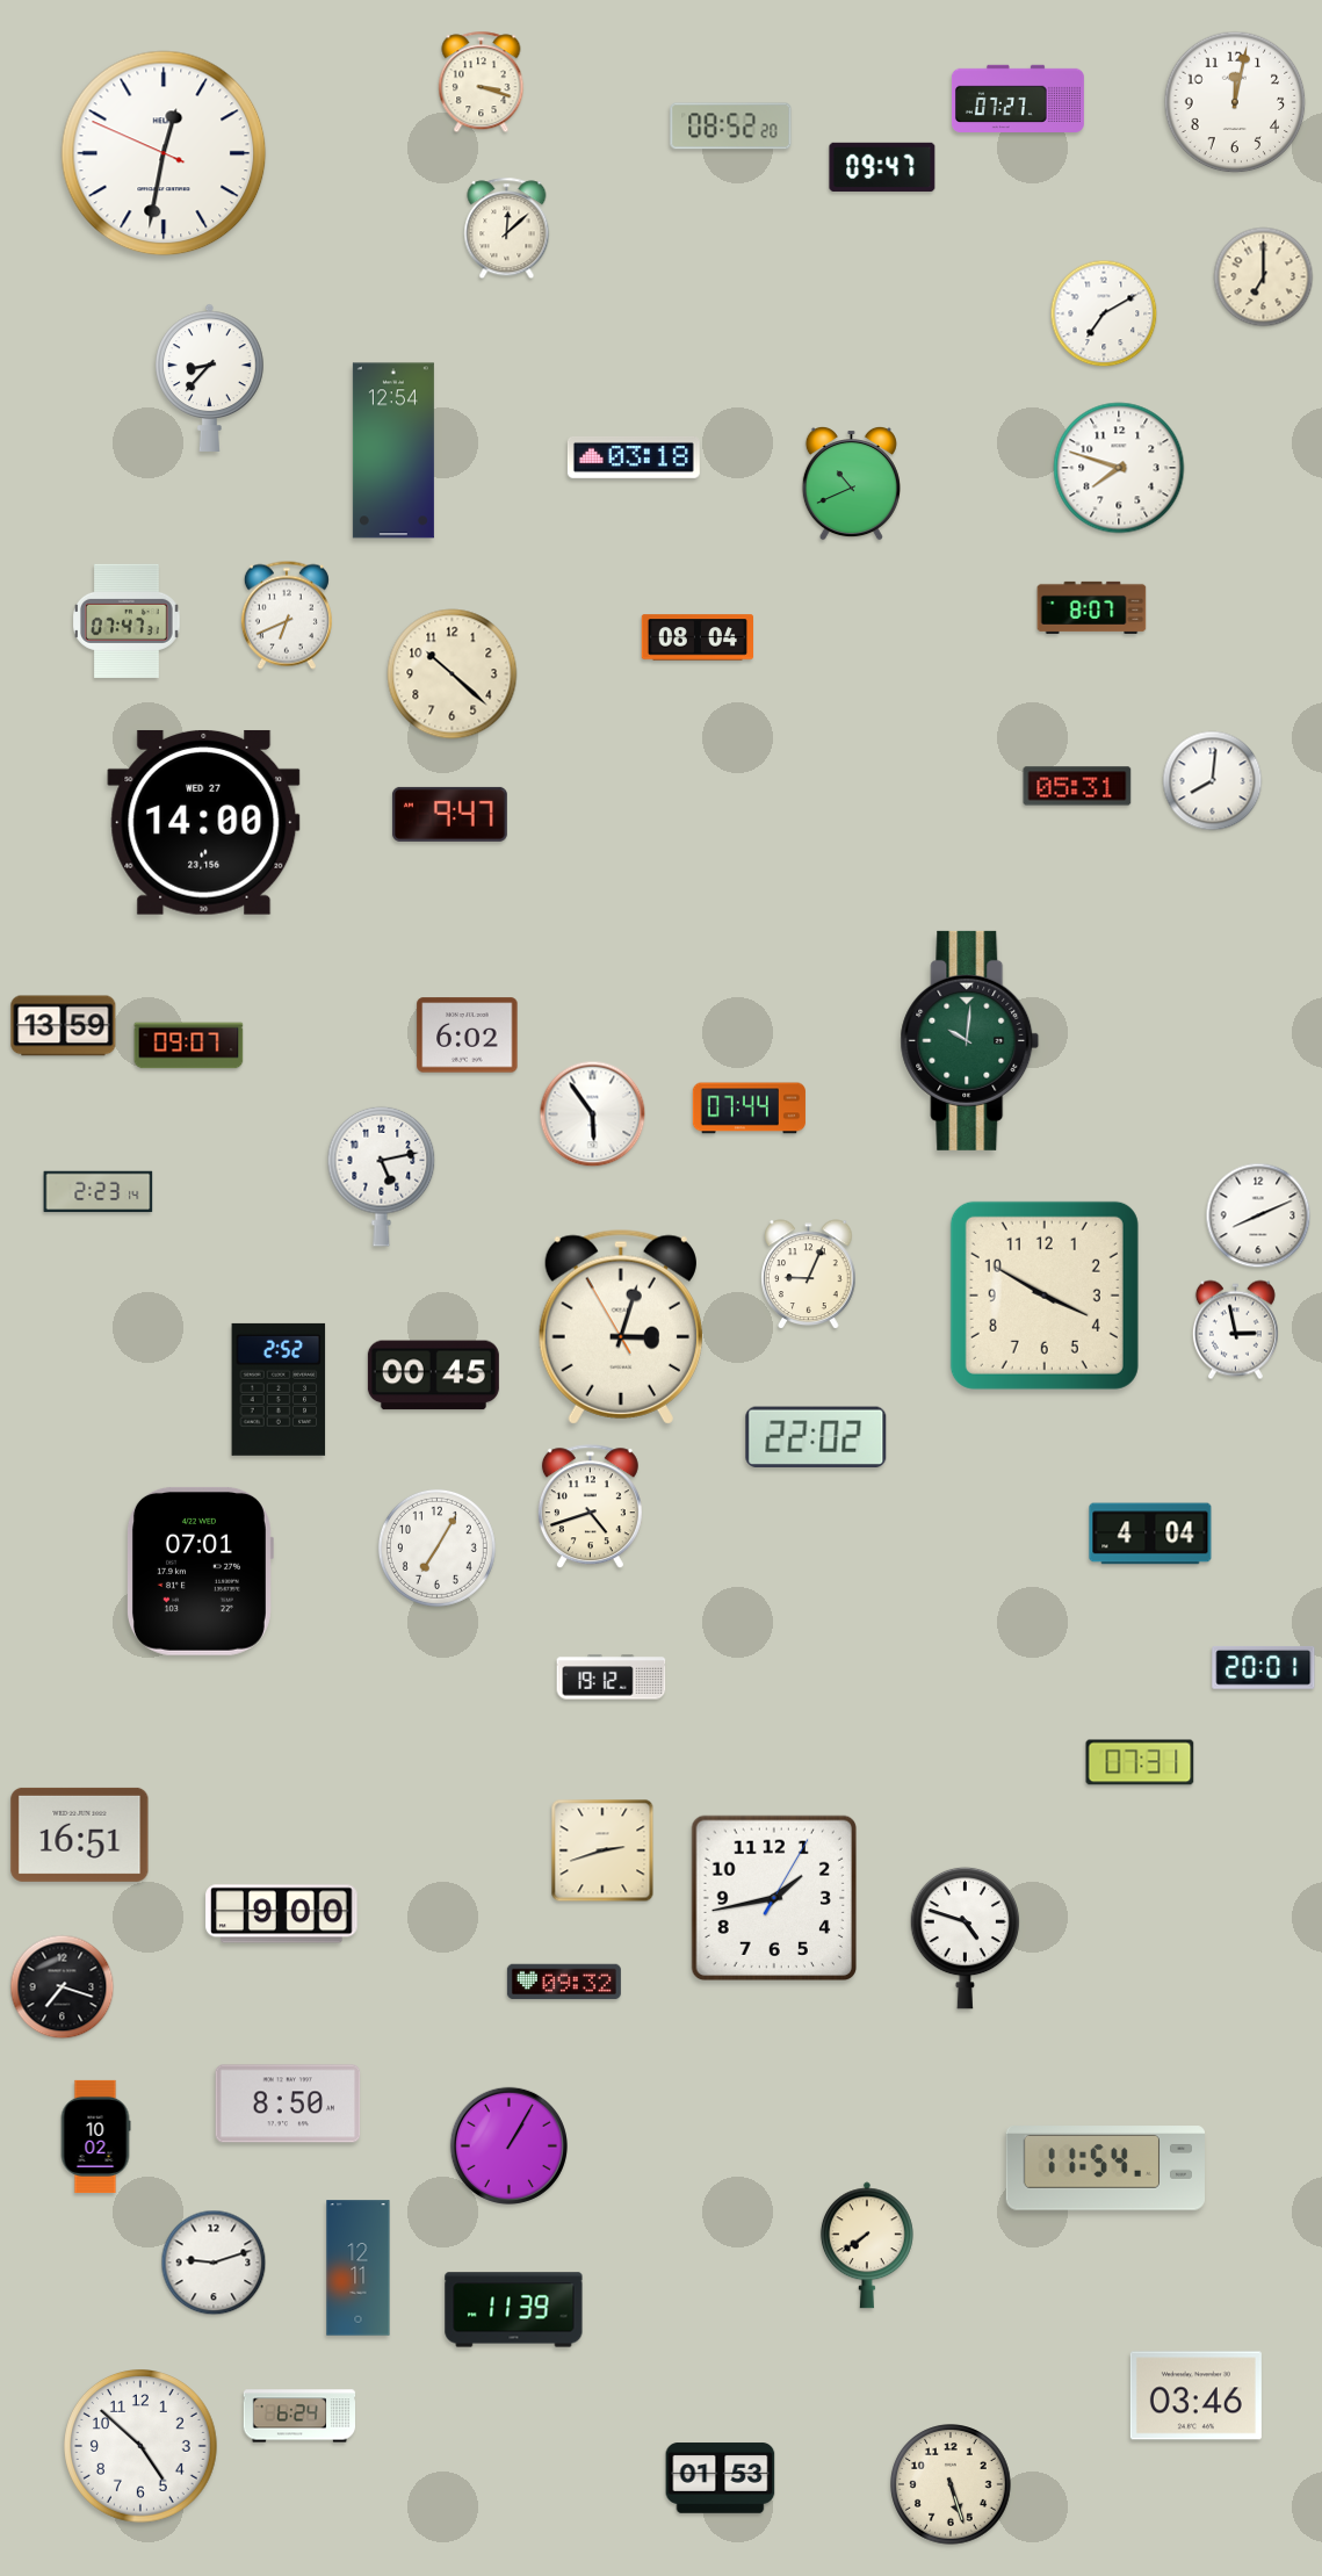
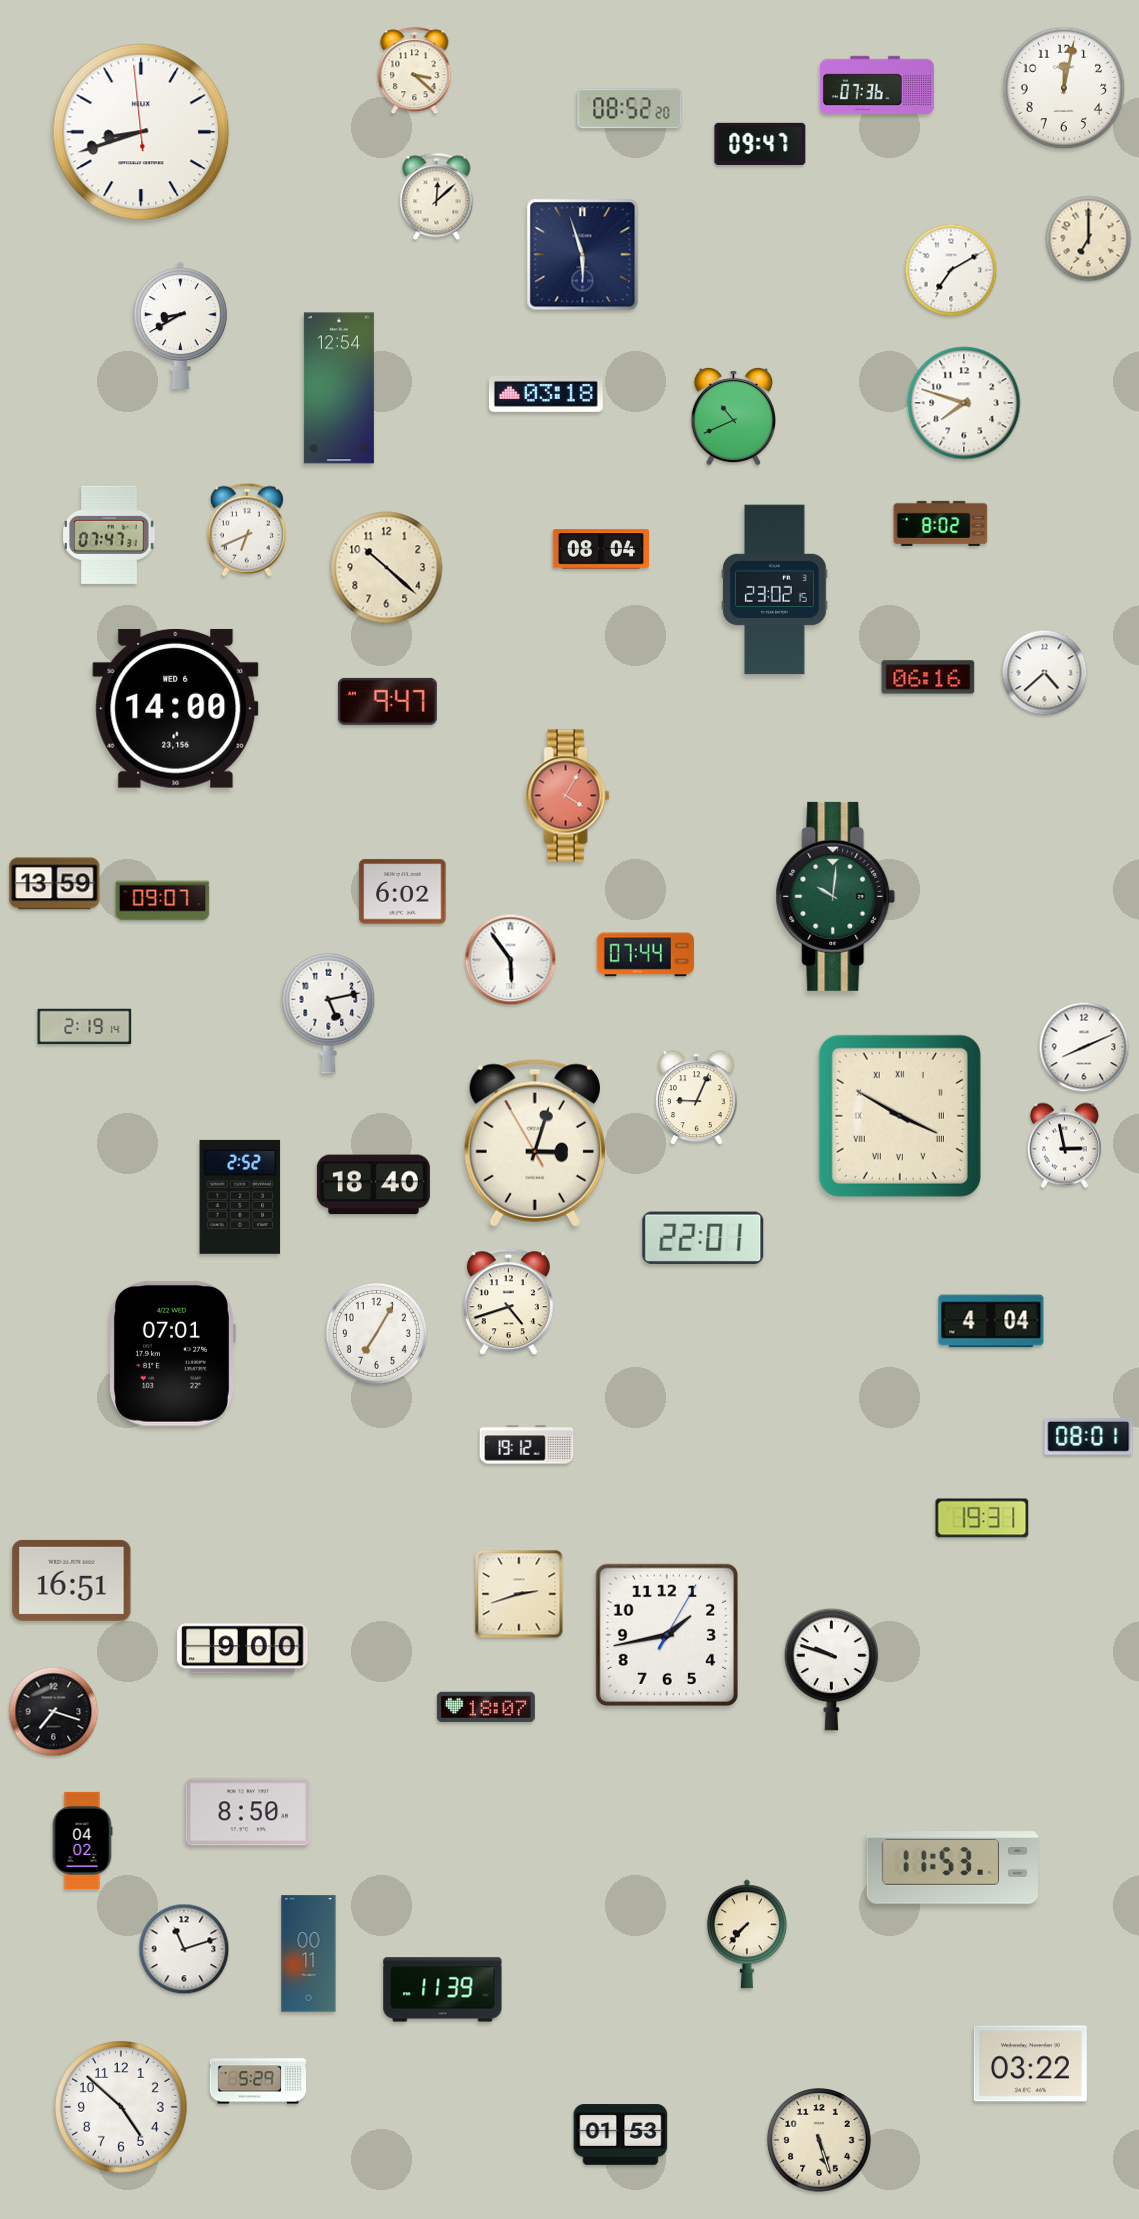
clock at (482, 82): 3:18 -> 3:22
clock at (1018, 98): 07:27 -> 07:36
clock at (164, 153): 12:31 -> 8:41
clock at (583, 255): none -> 5:57
clock at (210, 377): 8:37 -> 8:40
clock at (1092, 607): 8:07 -> 8:02
clock at (453, 674) position: (453, 674) -> (387, 568)
clock at (775, 590): none -> 23:02
clock at (1213, 781): 8:01 -> 4:38
clock at (1077, 786): 05:31 -> 06:16
clock at (204, 822) date: WED 27 -> WED 6
clock at (568, 796): none -> 4:05
clock at (99, 1192): 2:23 -> 2:19
clock at (1045, 1296) numerals: Arabic -> Roman
clock at (433, 1376): 00:45 -> 18:40
clock at (816, 1437): 22:02 -> 22:01
clock at (590, 1507) position: (590, 1507) -> (508, 1302)
clock at (1264, 1667): 20:01 -> 08:01
clock at (1140, 1762): 07:31 -> 19:31
clock at (80, 1834) position: (80, 1834) -> (72, 1580)
clock at (966, 1938): 4:48 -> 9:48
clock at (564, 1982): 09:32 -> 18:07
clock at (95, 2136): 10:02 -> 04:02
clock at (508, 2145): 1:05 -> none
clock at (1105, 2169): 11:54 -> 11:53
clock at (867, 2245): 7:39 -> 7:37
clock at (214, 2263): 9:12 -> 11:12
clock at (359, 2268): 12:11 -> 00:11
clock at (1195, 2396): 03:46 -> 03:22
clock at (299, 2416): 6:24 -> 5:29
